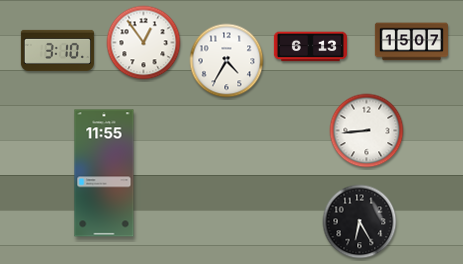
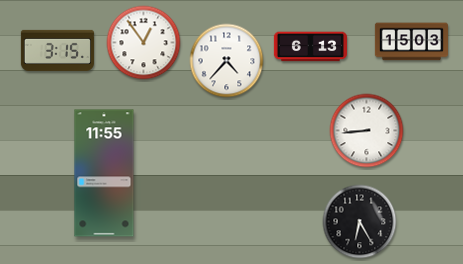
clock at (411, 42): 15:07 -> 15:03
clock at (57, 50): 3:10 -> 3:15
clock at (227, 61): 4:35 -> 4:37
